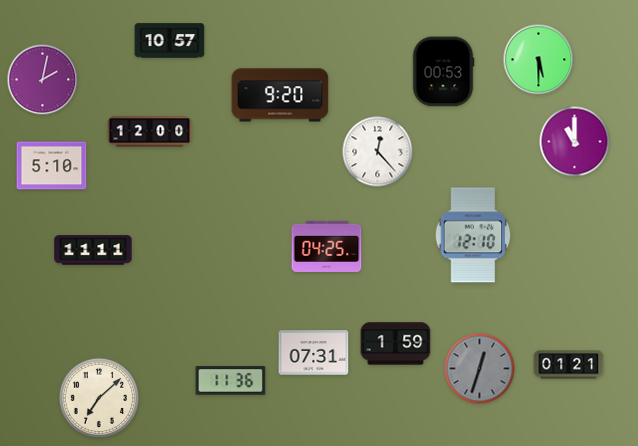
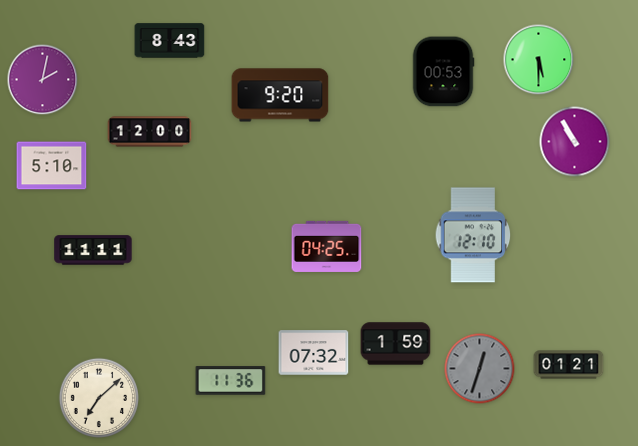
clock at (170, 41): 10:57 -> 8:43
clock at (575, 142): 11:00 -> 10:55
clock at (378, 152): 12:23 -> none
clock at (314, 353): 07:31 -> 07:32
